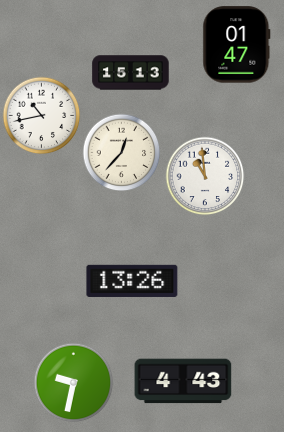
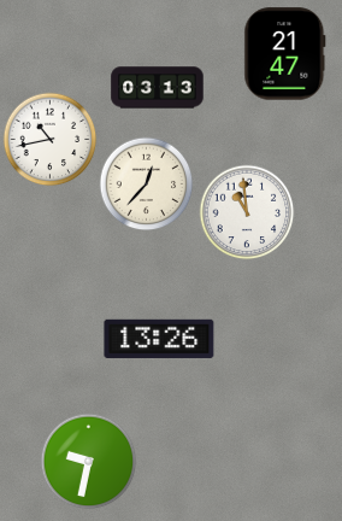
clock at (237, 45): 01:47 -> 21:47
clock at (131, 73): 15:13 -> 03:13
clock at (183, 381): 4:43 -> none
